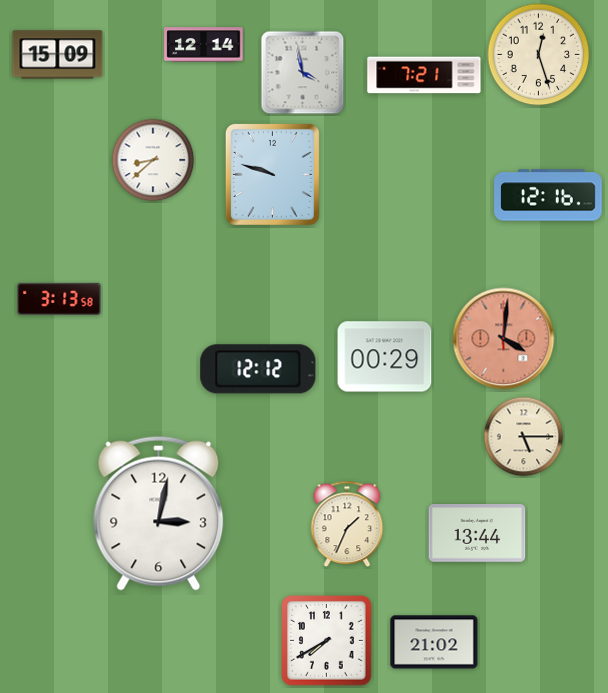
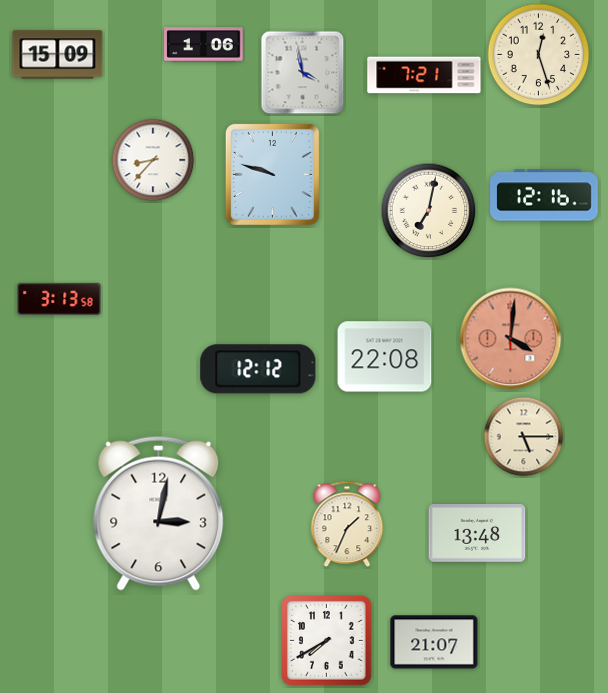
clock at (204, 45): 12:14 -> 1:06
clock at (153, 160): 8:38 -> 8:37
clock at (548, 195) position: (548, 195) -> (544, 195)
clock at (429, 211): none -> 7:02
clock at (504, 339) position: (504, 339) -> (511, 339)
clock at (385, 357): 00:29 -> 22:08
clock at (477, 534): 13:44 -> 13:48
clock at (434, 642): 21:02 -> 21:07
